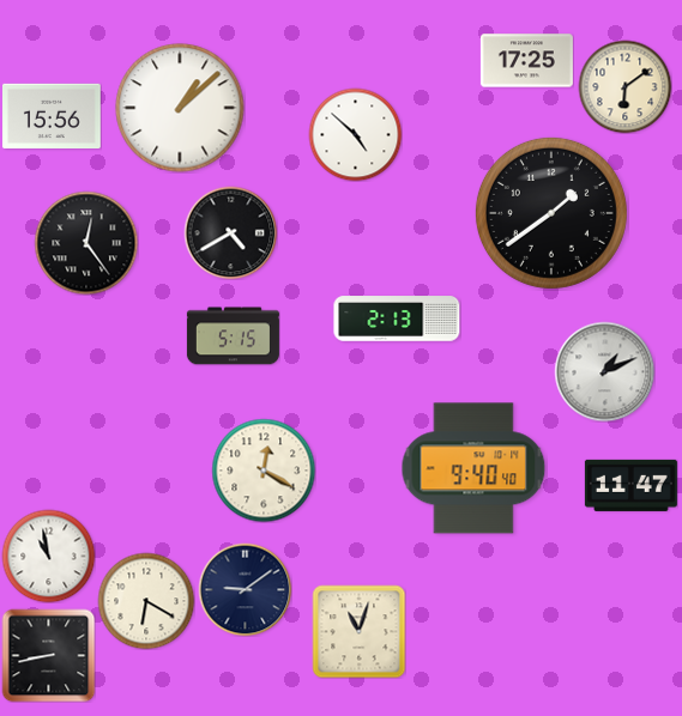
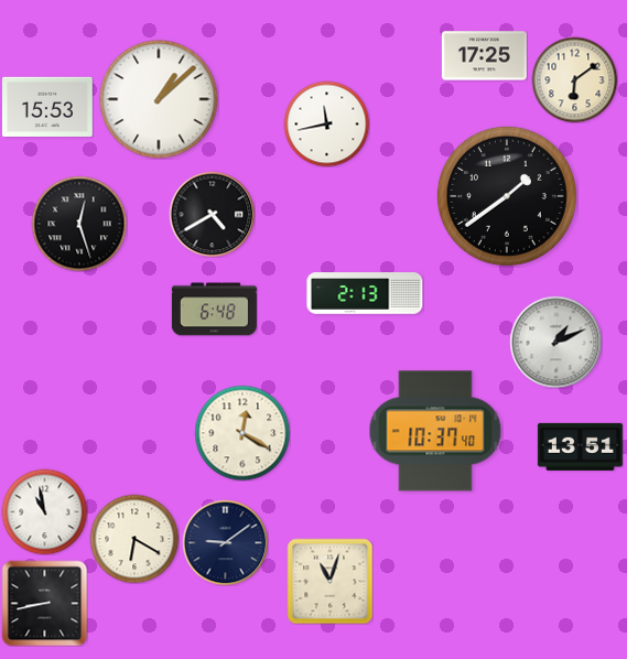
clock at (180, 108) position: (180, 108) -> (159, 99)
clock at (53, 115): 15:56 -> 15:53
clock at (355, 134): 4:52 -> 11:43
clock at (86, 243): 12:24 -> 12:27
clock at (233, 336): 5:15 -> 6:48
clock at (473, 468): 9:40 -> 10:37
clock at (630, 485): 11:47 -> 13:51
clock at (146, 601) position: (146, 601) -> (134, 539)
